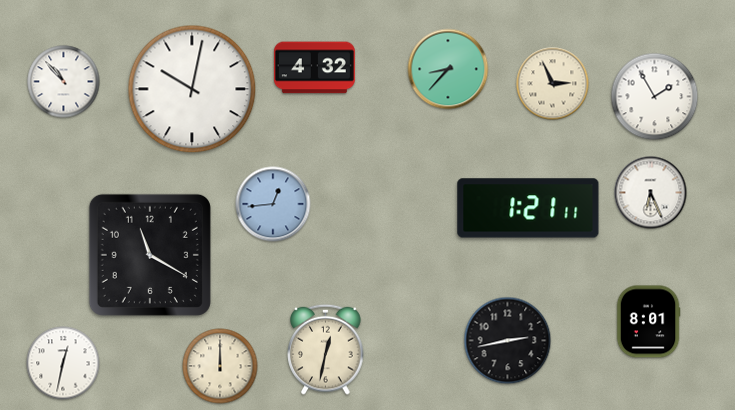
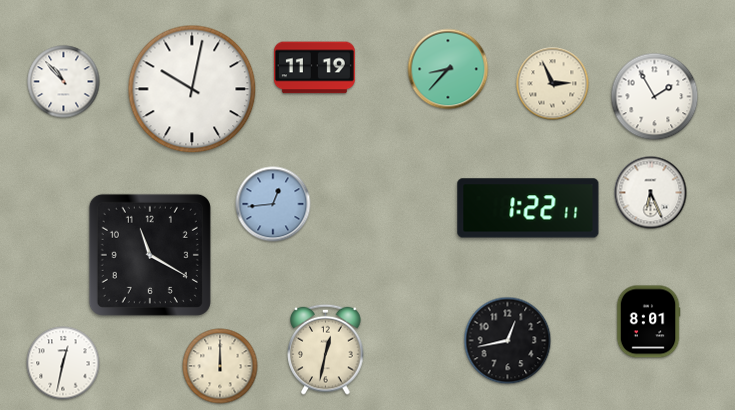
clock at (314, 68): 4:32 -> 11:19
clock at (528, 208): 1:21 -> 1:22
clock at (508, 341): 2:43 -> 12:43
